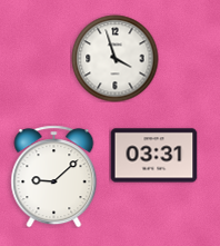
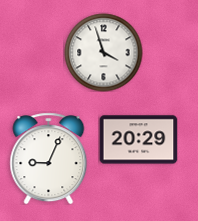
clock at (153, 156): 03:31 -> 20:29
clock at (54, 176): 9:08 -> 9:04
